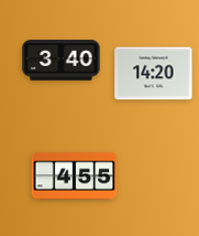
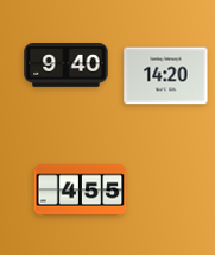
clock at (62, 61): 3:40 -> 9:40
clock at (154, 74) position: (154, 74) -> (166, 76)
